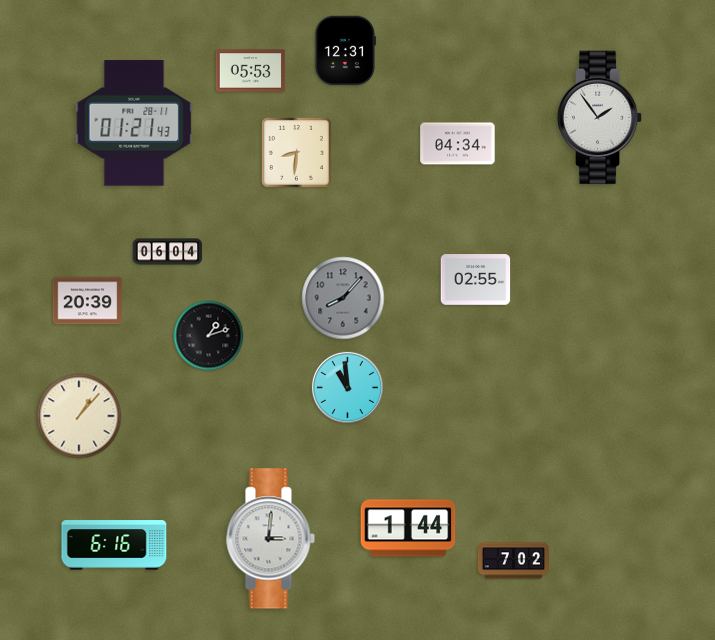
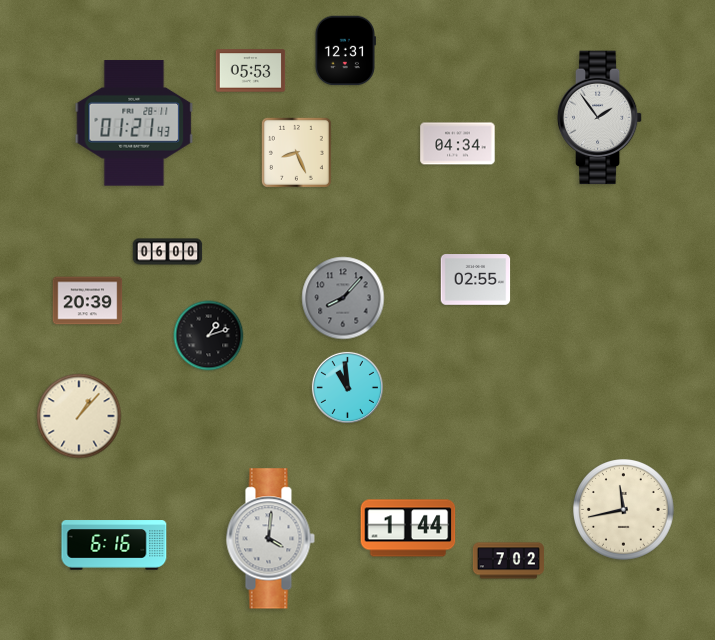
clock at (296, 152): 8:31 -> 8:26
clock at (168, 252): 06:04 -> 06:00
clock at (624, 510): none -> 11:43
clock at (270, 539): 3:01 -> 4:01
clock at (513, 561) position: (513, 561) -> (508, 561)
